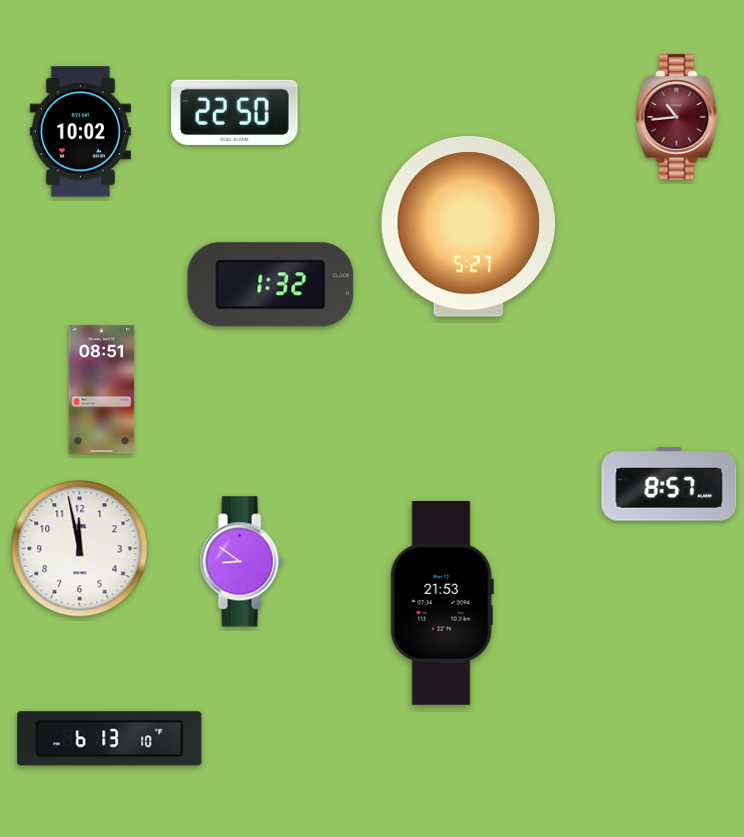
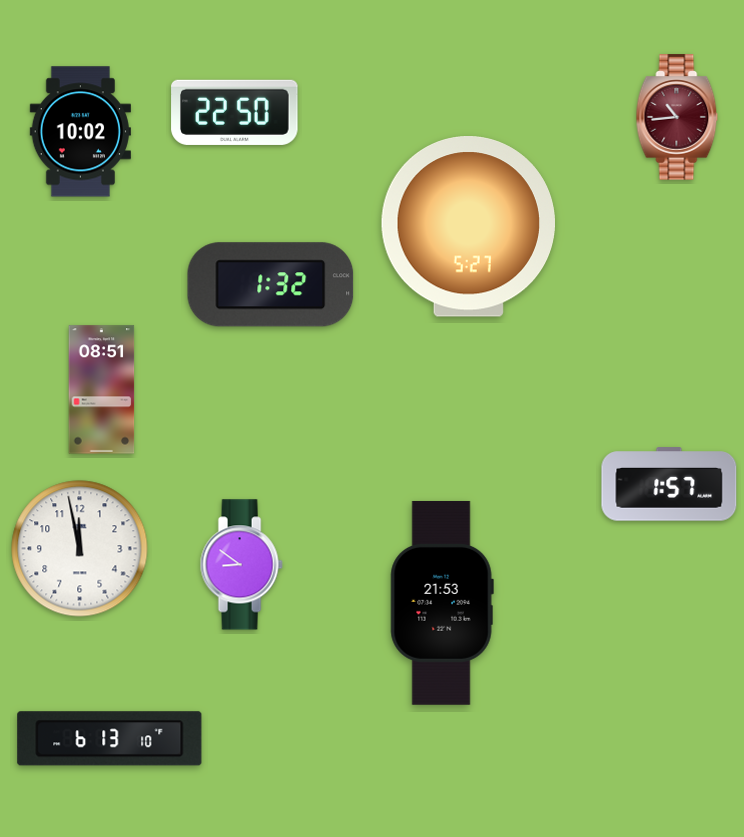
clock at (669, 484): 8:57 -> 1:57
clock at (241, 562) position: (241, 562) -> (241, 565)
